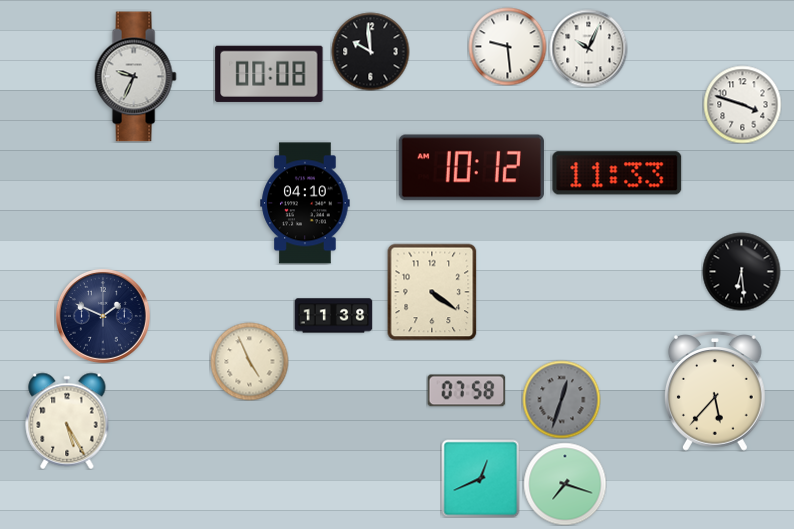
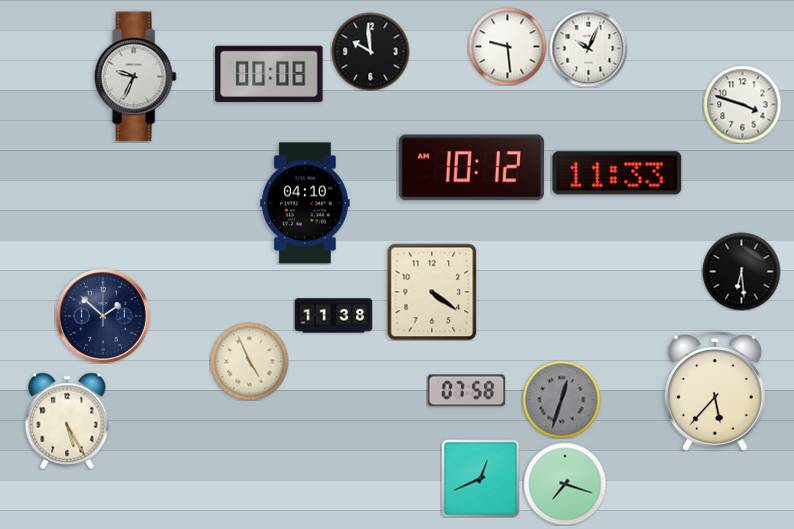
clock at (103, 316): 1:49 -> 1:52
